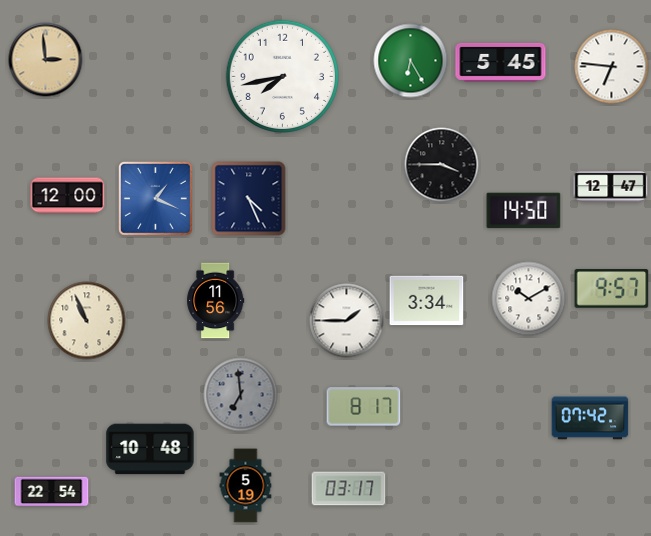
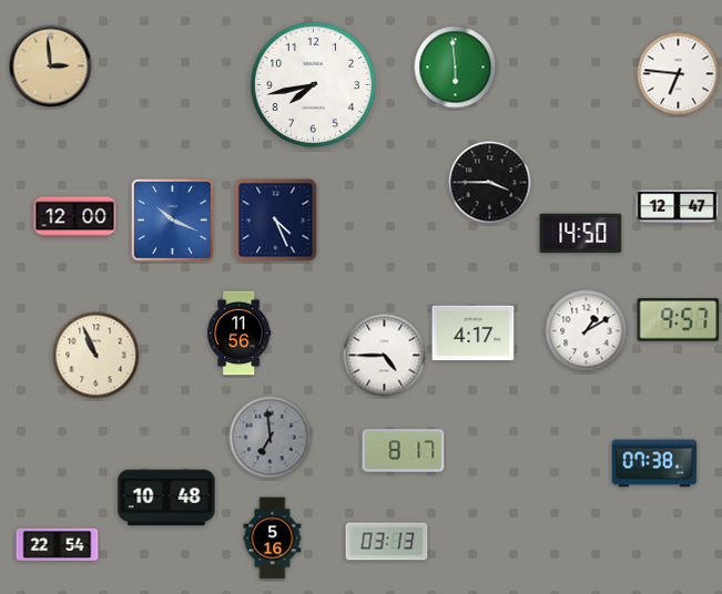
clock at (411, 61): 6:25 -> 5:59
clock at (501, 62): 5:45 -> none
clock at (156, 199): 1:19 -> 10:19
clock at (529, 299): 10:10 -> 1:10
clock at (427, 301): 3:34 -> 4:17
clock at (347, 321): 1:45 -> 4:45
clock at (241, 395) position: (241, 395) -> (271, 438)
clock at (590, 418): 07:42 -> 07:38
clock at (246, 486): 5:19 -> 5:16
clock at (349, 489): 03:17 -> 03:13
